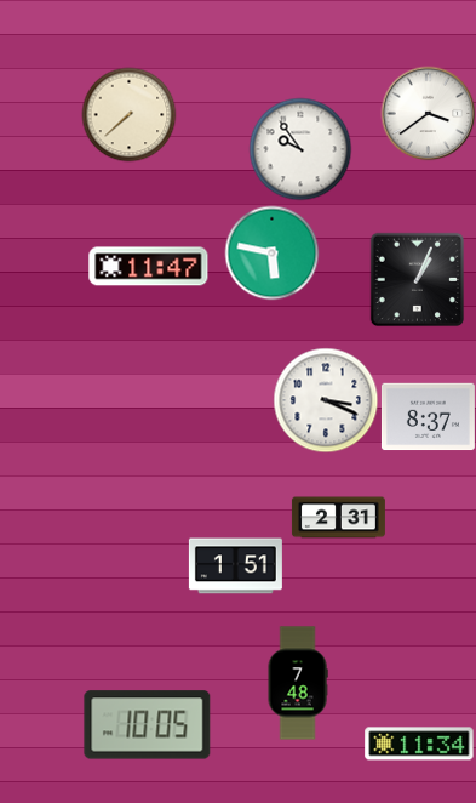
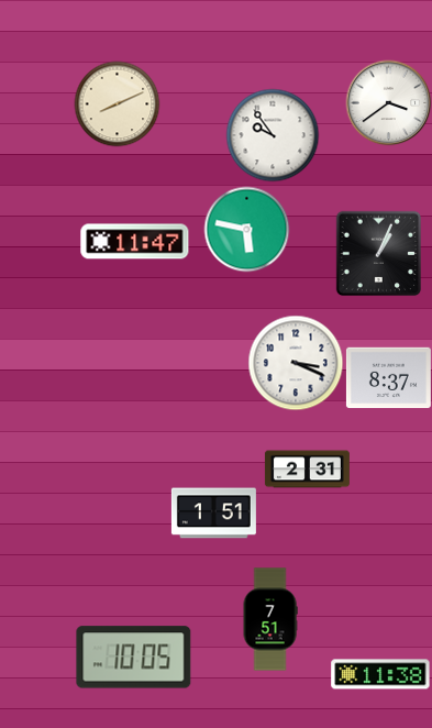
clock at (128, 114): 7:38 -> 8:11
clock at (298, 683): 7:48 -> 7:51
clock at (419, 744): 11:34 -> 11:38
